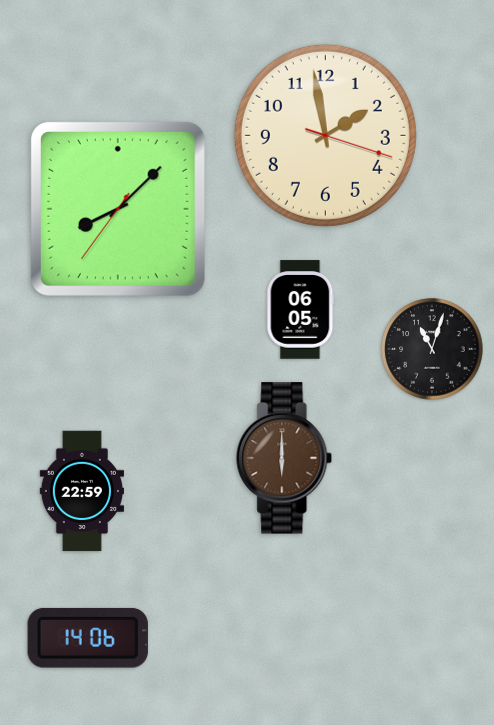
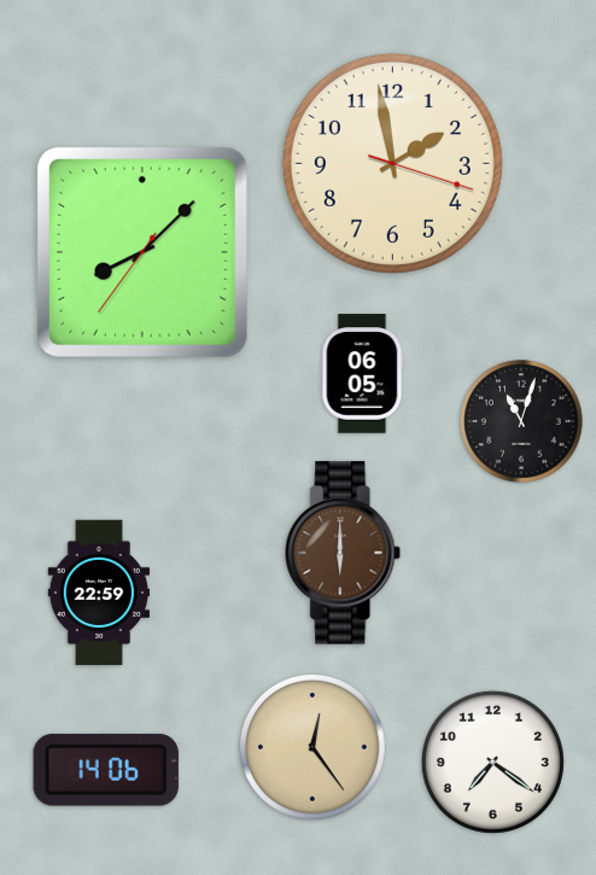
clock at (312, 747): none -> 12:24
clock at (492, 762): none -> 7:21
